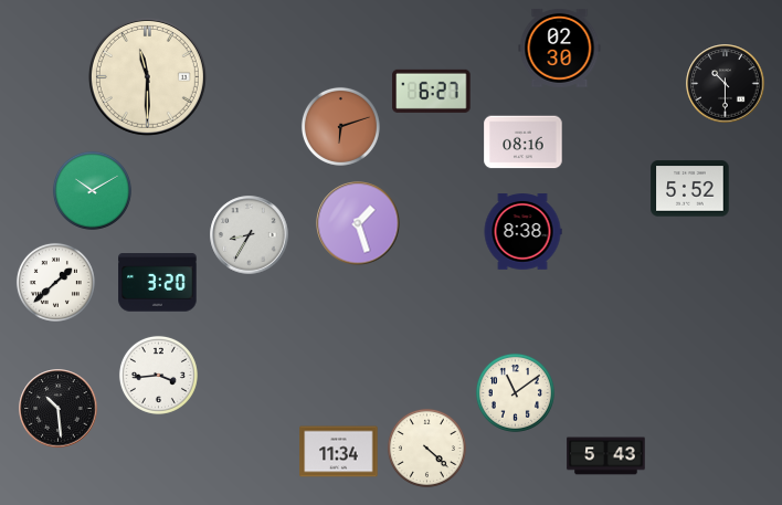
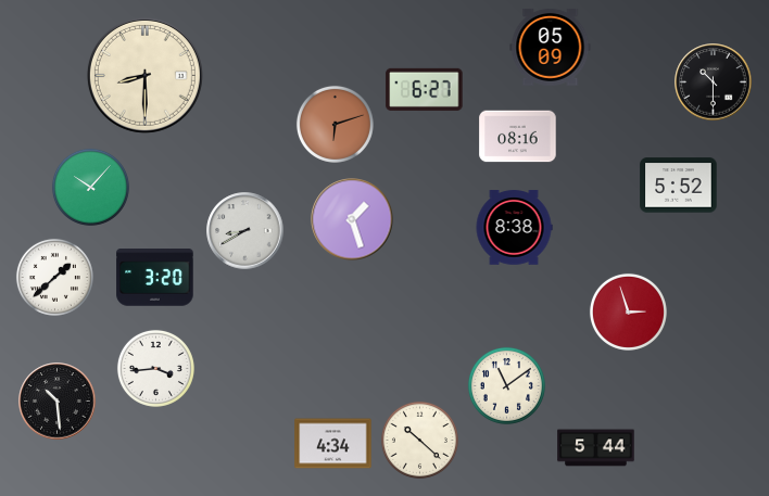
clock at (560, 48): 02:30 -> 05:09
clock at (147, 76): 11:30 -> 8:30
clock at (524, 143) position: (524, 143) -> (518, 137)
clock at (92, 190): 10:10 -> 10:07
clock at (250, 235): 8:35 -> 8:40
clock at (628, 311): none -> 2:57
clock at (426, 448): 4:22 -> 10:22
clock at (339, 452): 11:34 -> 4:34
clock at (606, 456): 5:43 -> 5:44
